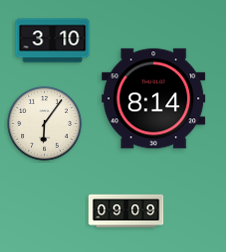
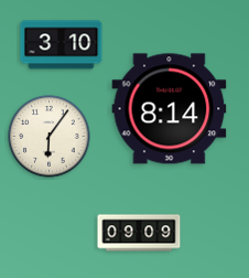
clock at (53, 41) position: (53, 41) -> (62, 45)
